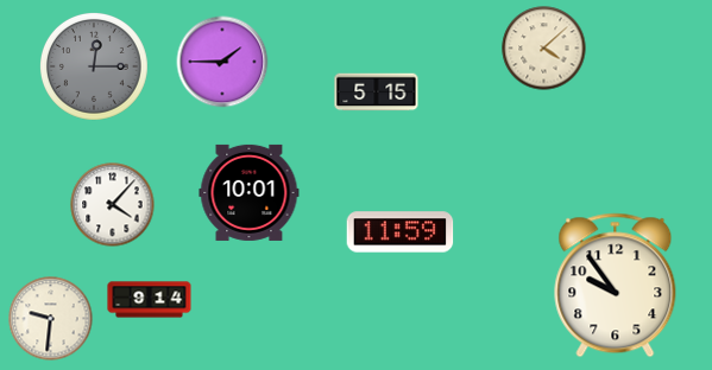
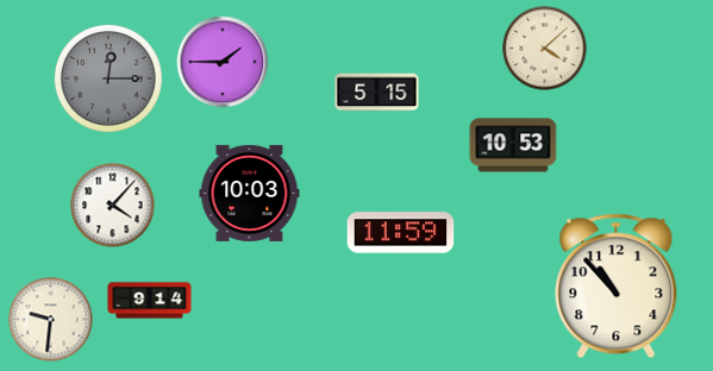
clock at (94, 66) position: (94, 66) -> (108, 78)
clock at (513, 145): none -> 10:53
clock at (250, 192): 10:01 -> 10:03
clock at (616, 286): 9:54 -> 10:53
